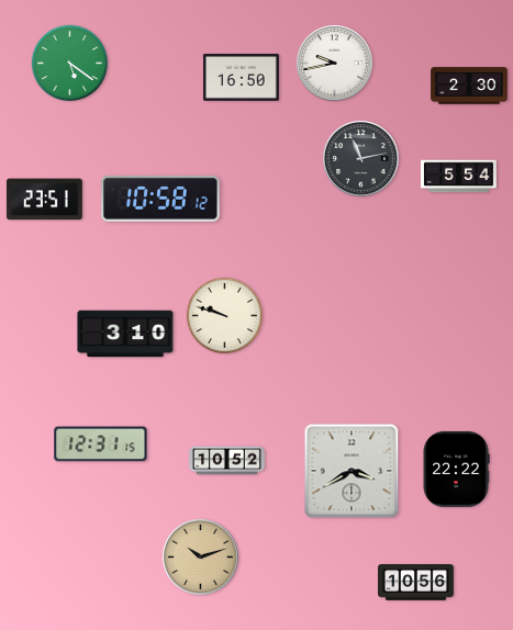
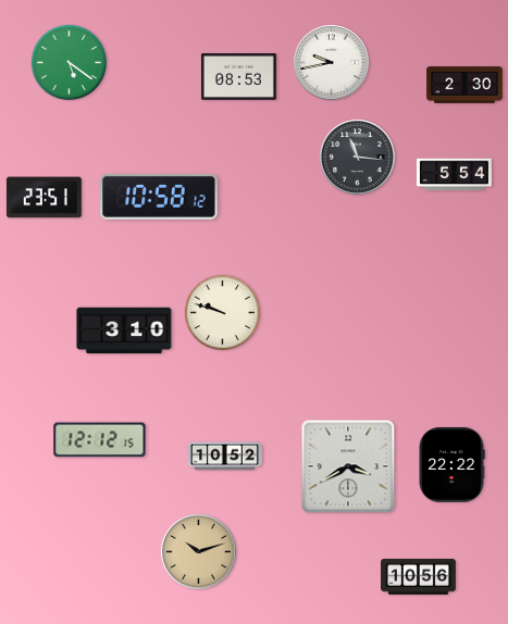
clock at (241, 78): 16:50 -> 08:53
clock at (361, 159): 11:13 -> 11:16
clock at (101, 445): 12:31 -> 12:12
clock at (416, 583) position: (416, 583) -> (419, 577)
